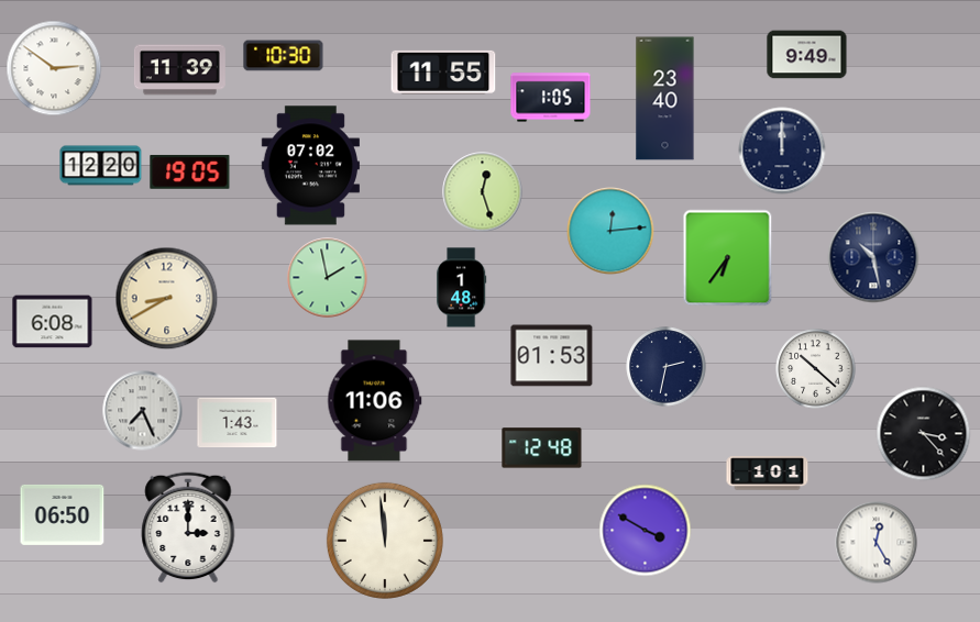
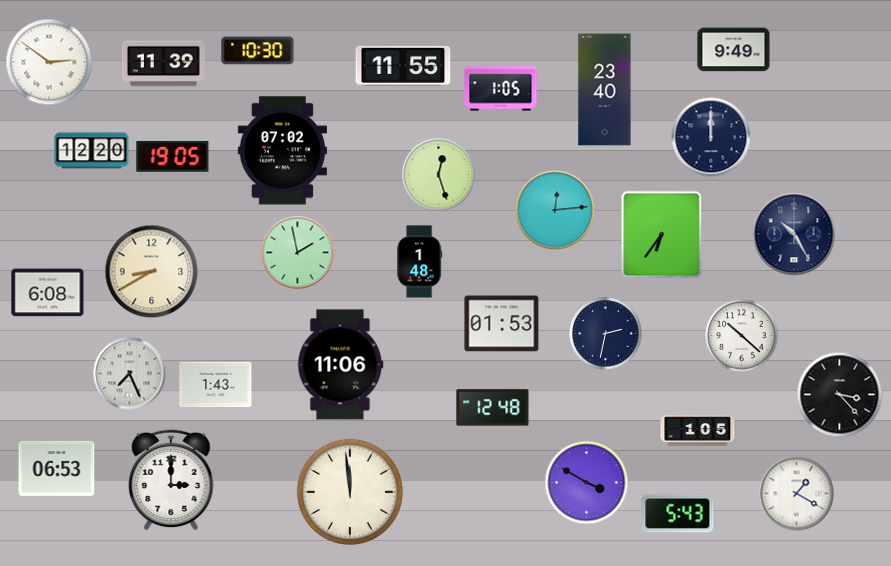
clock at (873, 257): 10:28 -> 10:25
clock at (768, 474): 1:01 -> 1:05
clock at (63, 514): 06:50 -> 06:53
clock at (877, 543): 12:25 -> 1:20
clock at (678, 514): none -> 5:43
